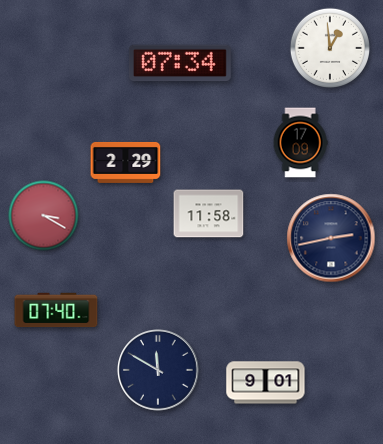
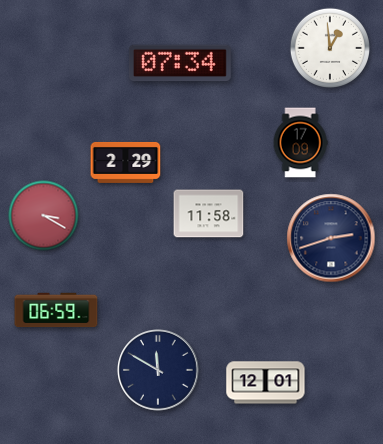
clock at (331, 238): 2:43 -> 2:42
clock at (56, 310): 07:40 -> 06:59
clock at (266, 383): 9:01 -> 12:01
